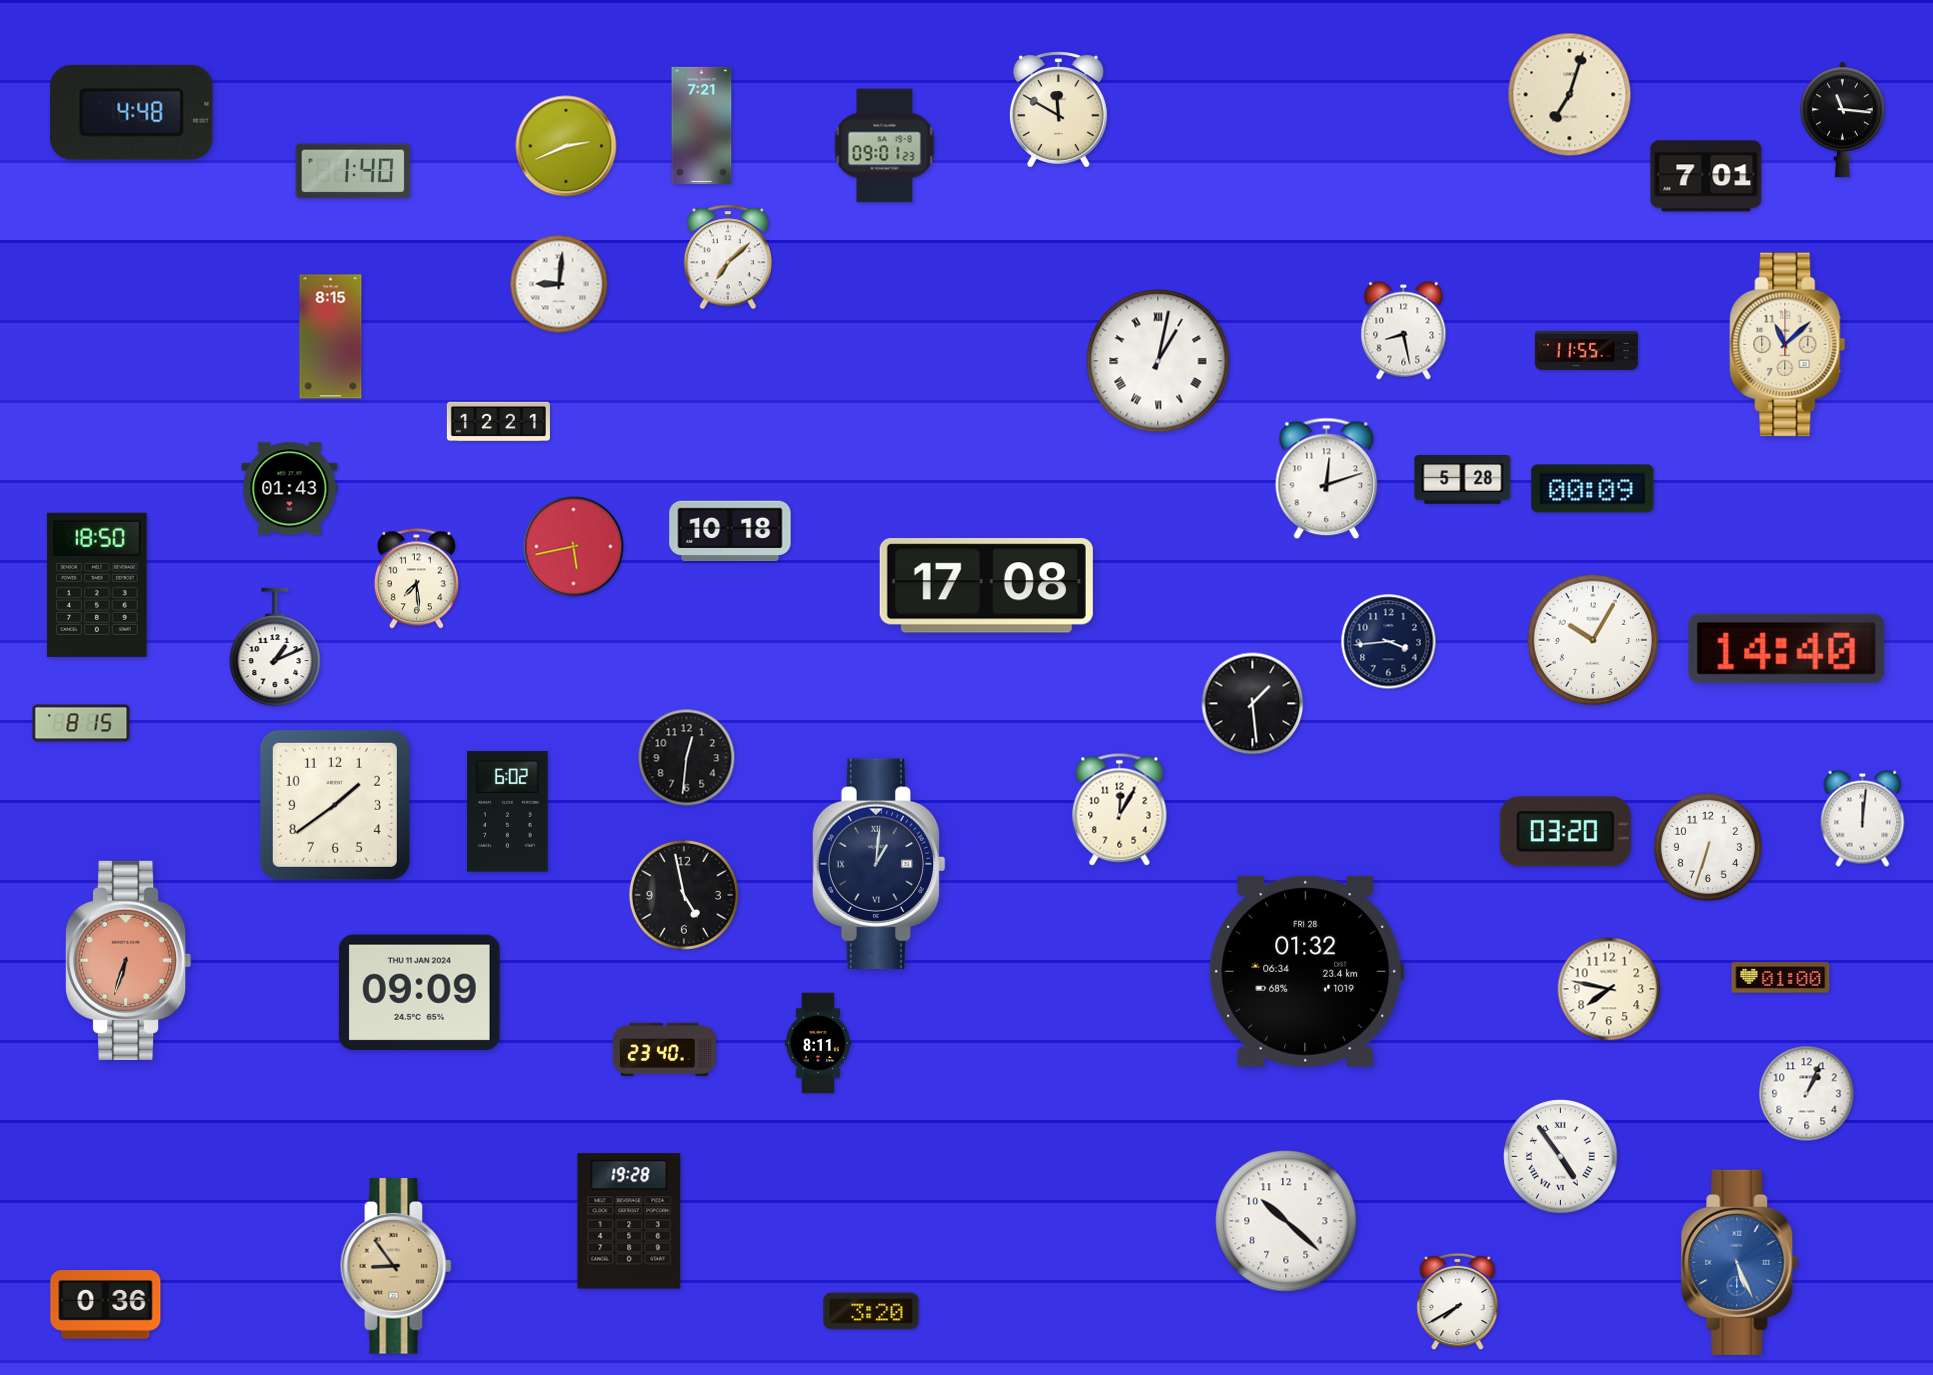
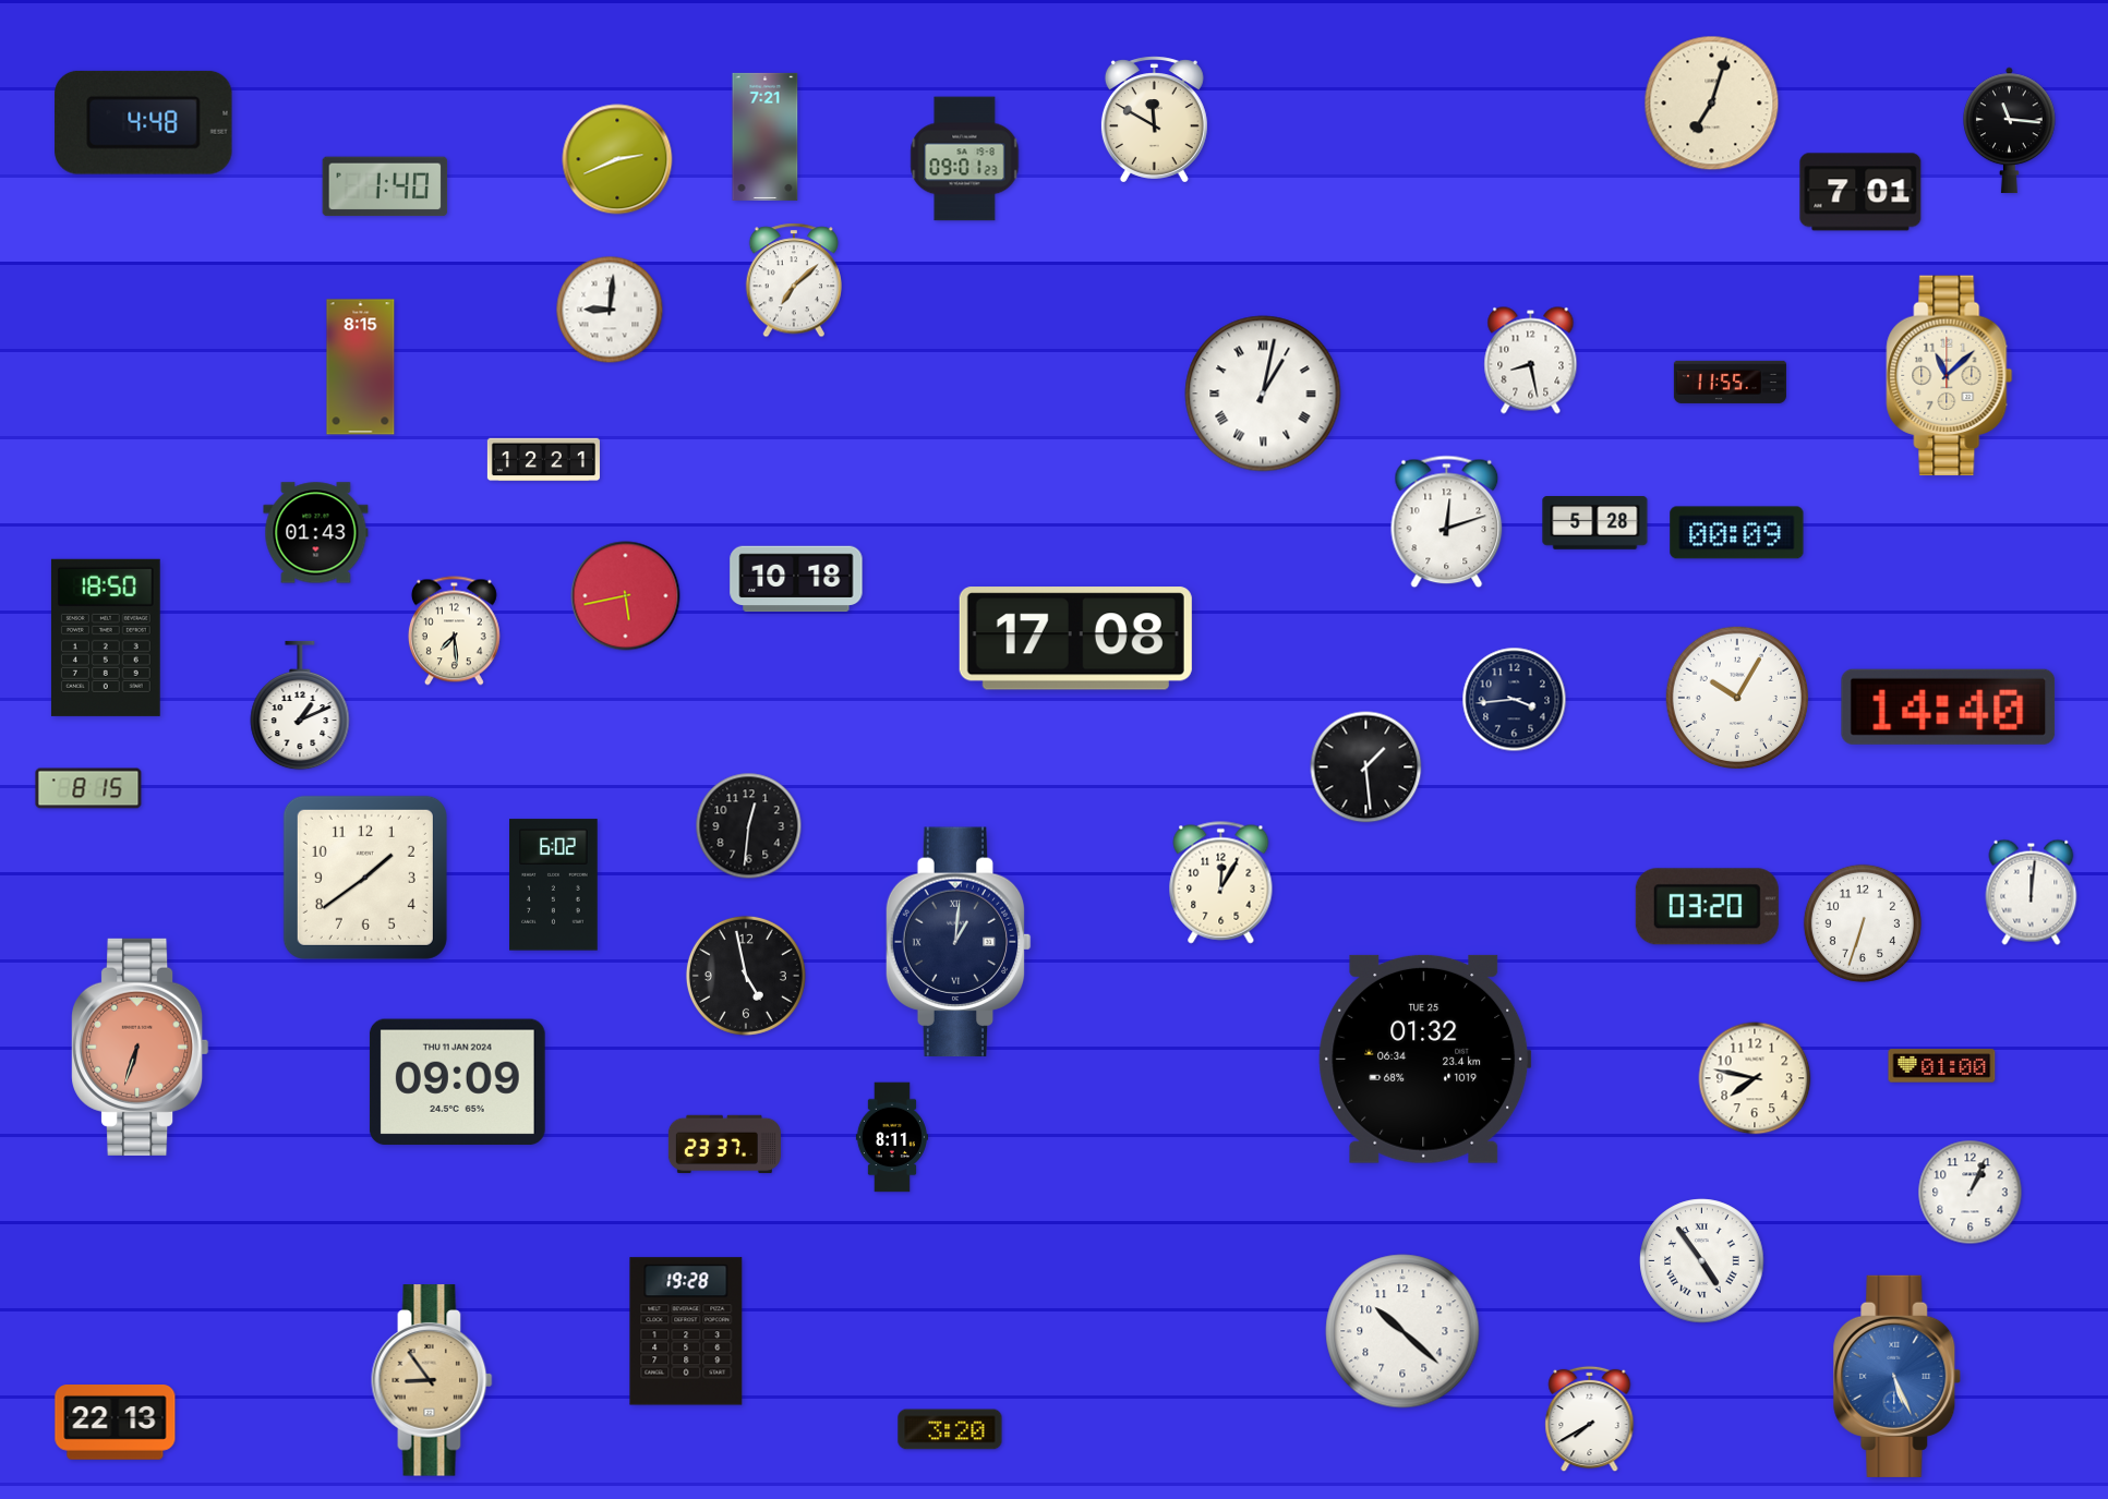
clock at (1307, 971) date: FRI 28 -> TUE 25
clock at (664, 1050): 23:40 -> 23:37
clock at (106, 1305): 0:36 -> 22:13
